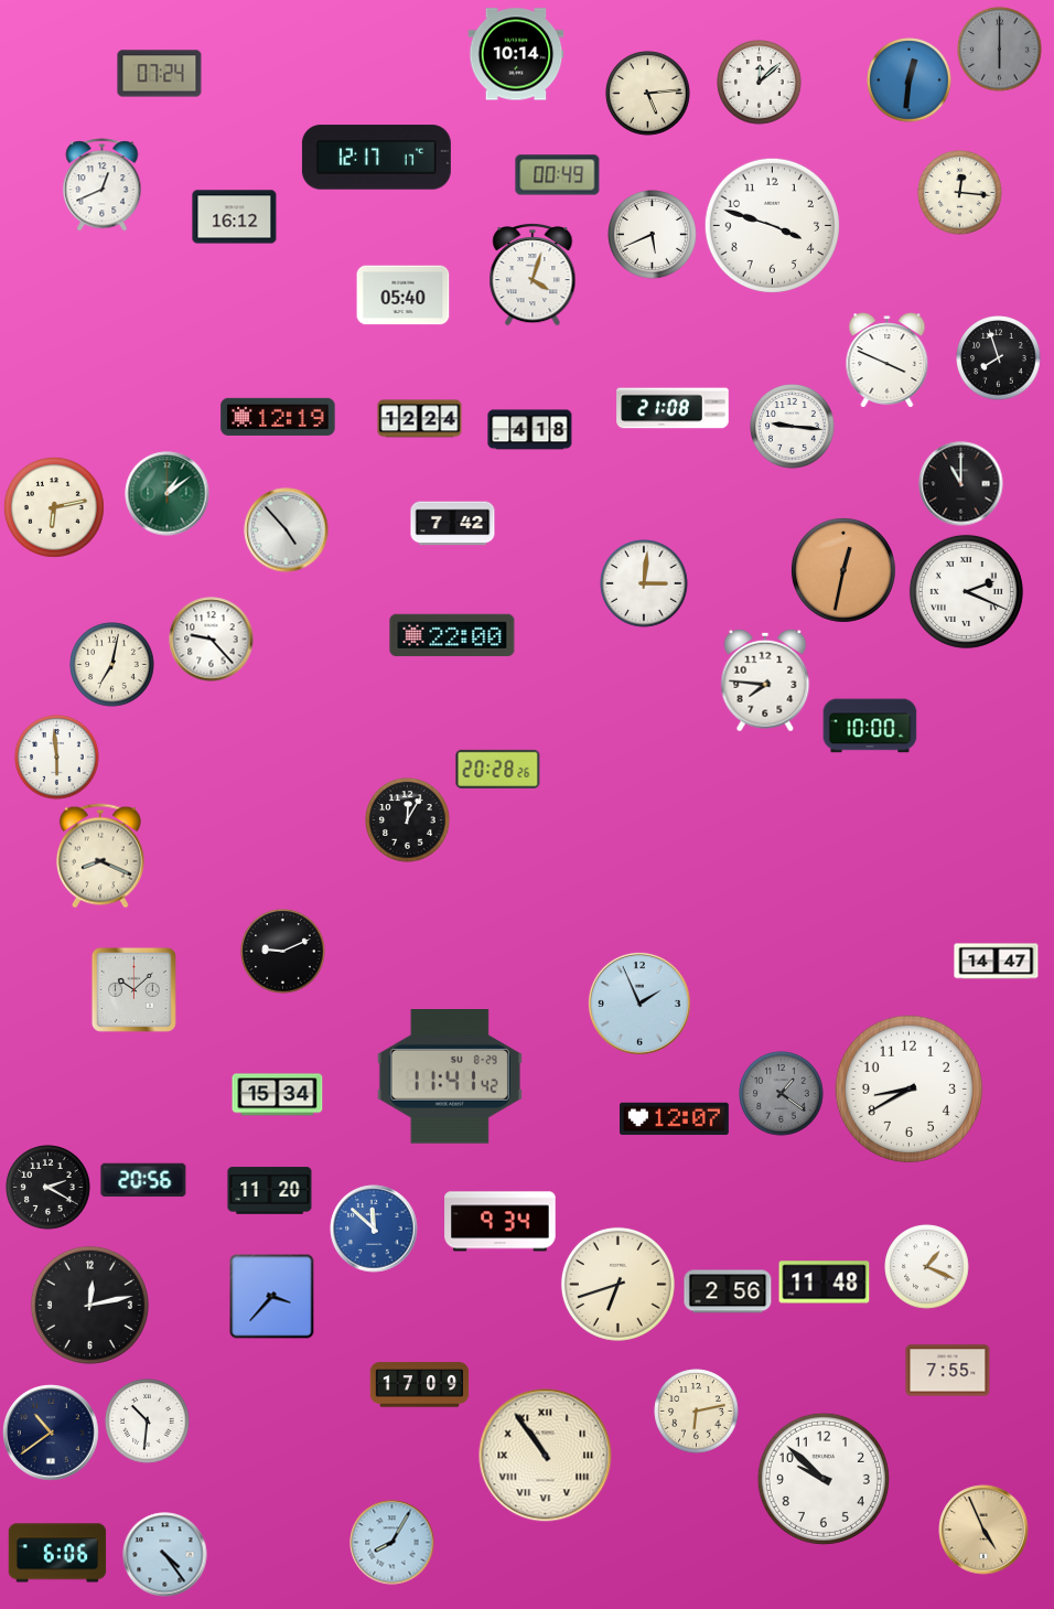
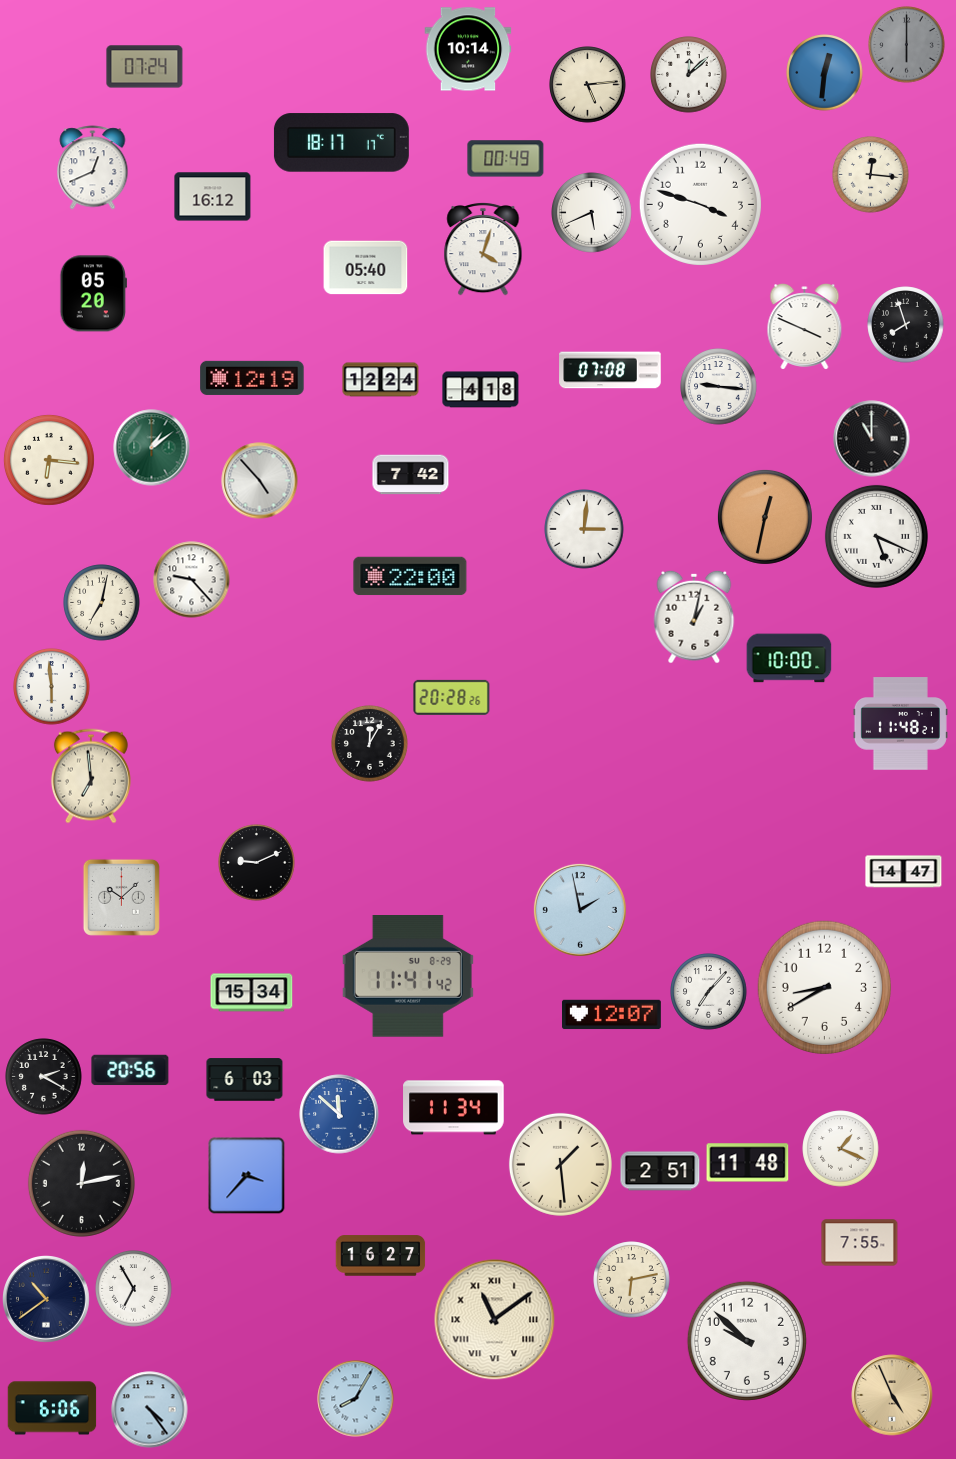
clock at (376, 158): 12:17 -> 18:17
clock at (93, 294): none -> 05:20
clock at (673, 408): 21:08 -> 07:08
clock at (54, 507): 6:13 -> 6:16
clock at (966, 591): 2:19 -> 5:19
clock at (765, 680): 7:46 -> 1:02
clock at (900, 724): none -> 11:48
clock at (100, 856): 8:19 -> 6:59
clock at (639, 1004): 1:56 -> 1:58
clock at (782, 1094): 1:21 -> 7:07
clock at (782, 1094) dial: grey -> white
clock at (270, 1191): 11:20 -> 6:03
clock at (501, 1222): 9:34 -> 11:34
clock at (617, 1284): 6:42 -> 1:29
clock at (728, 1291): 2:56 -> 2:51
clock at (420, 1385): 17:09 -> 16:27
clock at (148, 1422): 10:31 -> 6:55
clock at (546, 1456): 10:54 -> 11:09
clock at (983, 1530) position: (983, 1530) -> (892, 1395)
